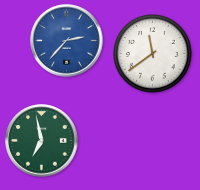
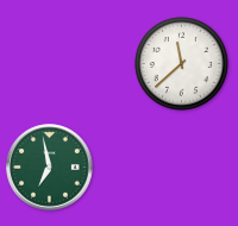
clock at (67, 41): 2:37 -> none
clock at (153, 54): 11:39 -> 11:38
